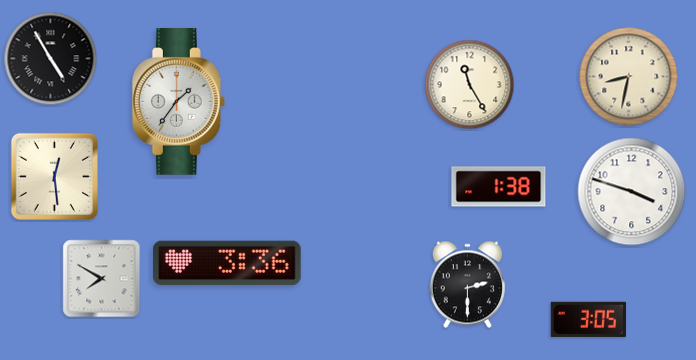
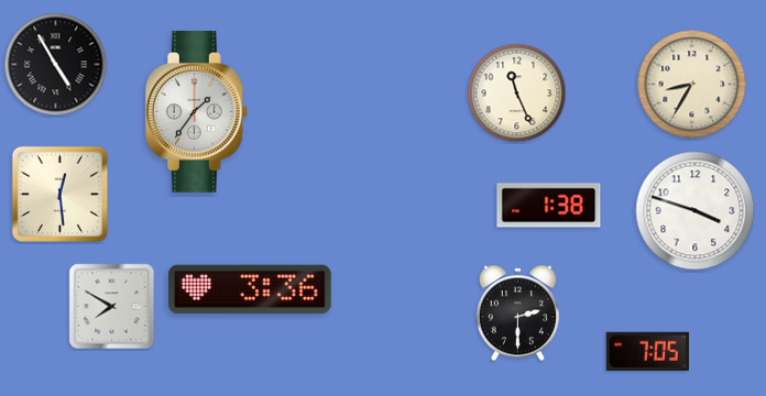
clock at (629, 77): 8:32 -> 8:35
clock at (470, 85): 11:25 -> 11:26
clock at (467, 285) position: (467, 285) -> (517, 313)
clock at (588, 319): 3:05 -> 7:05
